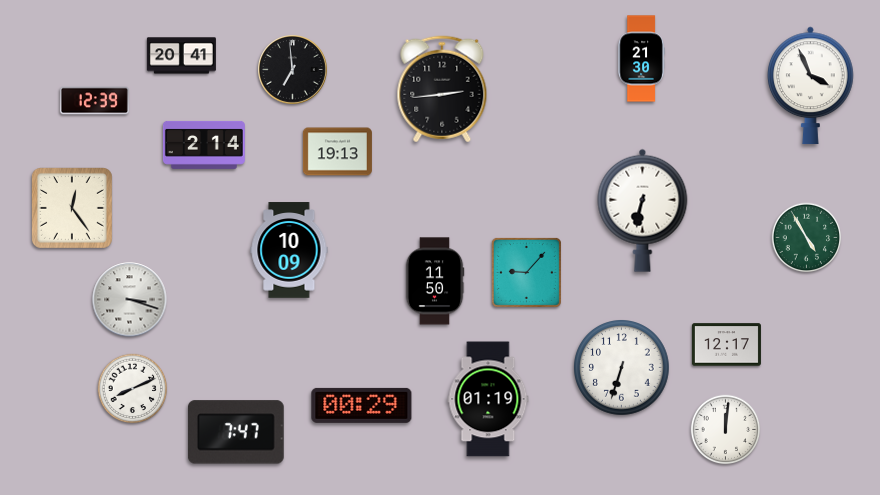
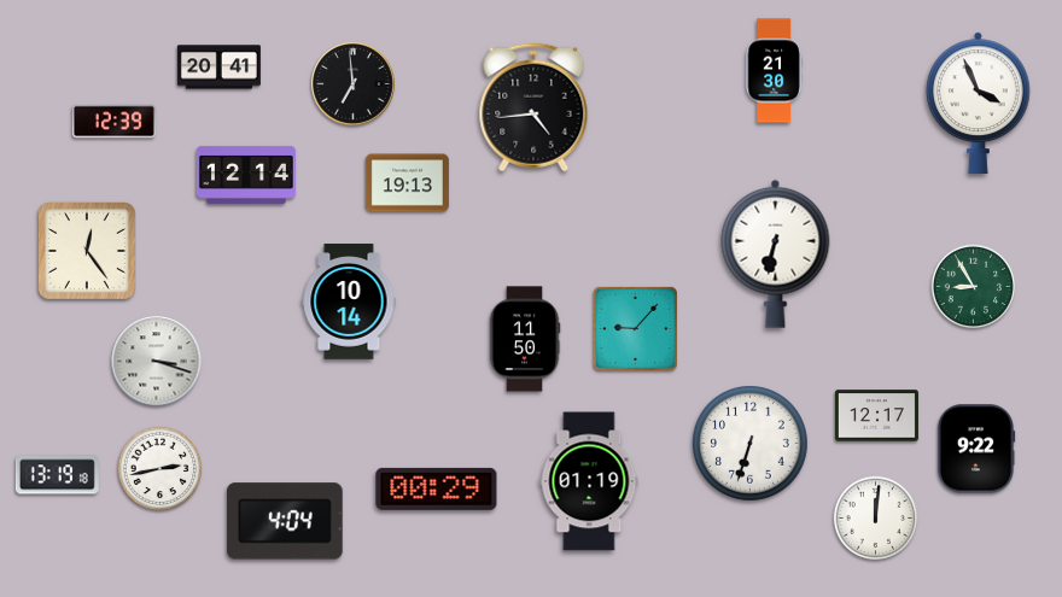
clock at (442, 89): 2:44 -> 4:44
clock at (204, 145): 2:14 -> 12:14
clock at (807, 238): 4:55 -> 8:55
clock at (289, 250): 10:09 -> 10:14
clock at (976, 449): none -> 9:22
clock at (133, 389): 8:11 -> 2:43
clock at (57, 475): none -> 13:19
clock at (237, 432): 7:47 -> 4:04
